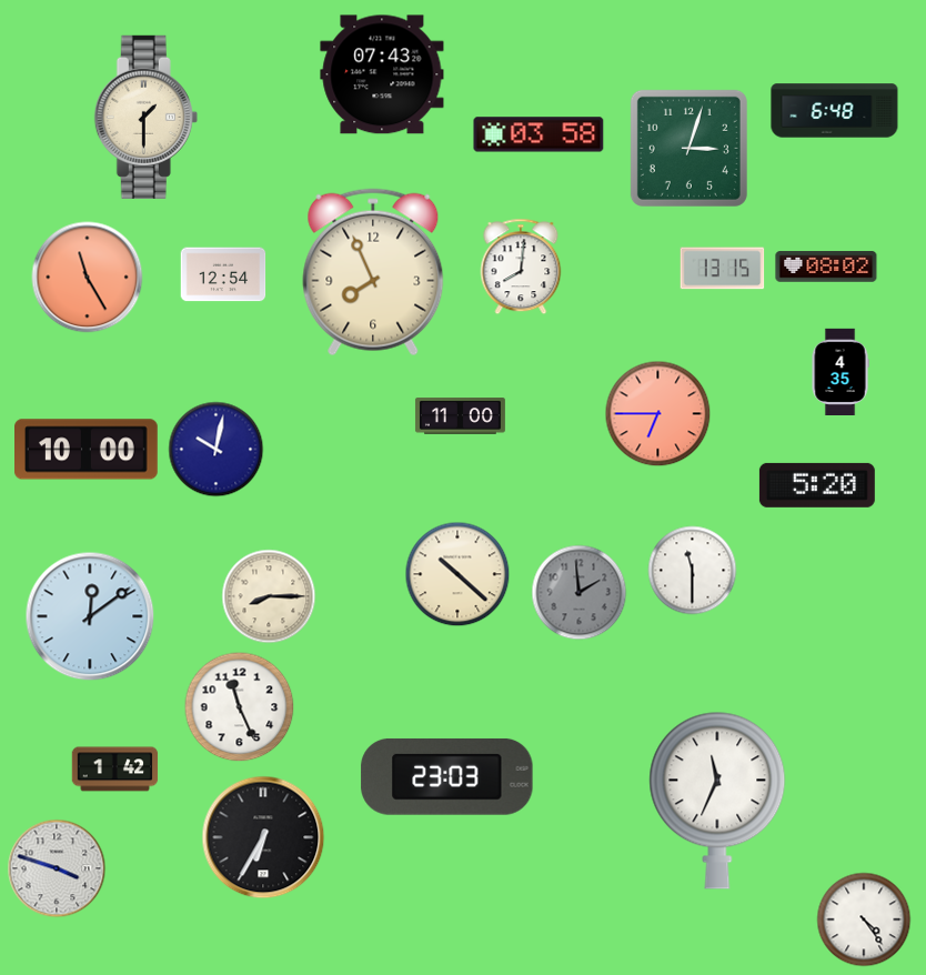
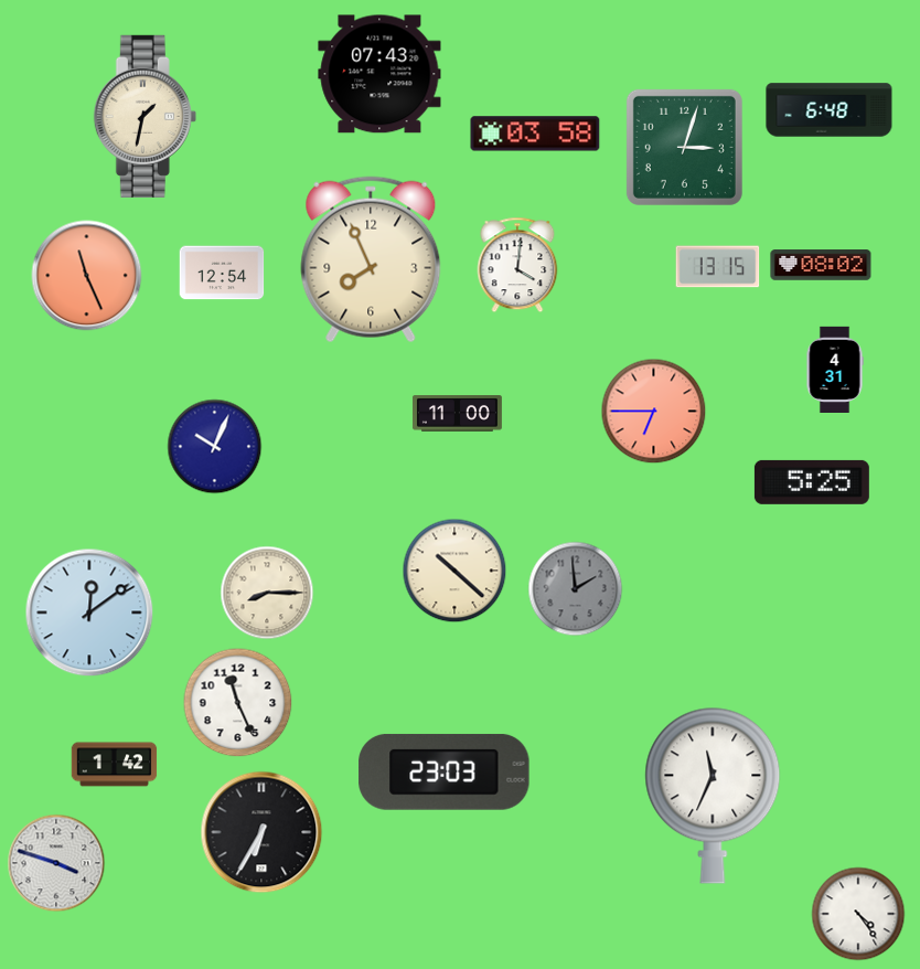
clock at (145, 117): 1:30 -> 1:32
clock at (521, 267): 8:01 -> 4:01
clock at (373, 272) position: (373, 272) -> (371, 259)
clock at (88, 278): 11:25 -> 11:26
clock at (841, 371): 4:35 -> 4:31
clock at (87, 450): 10:00 -> none
clock at (217, 450): 10:02 -> 10:04
clock at (817, 485): 5:20 -> 5:25
clock at (693, 571): 11:30 -> none
